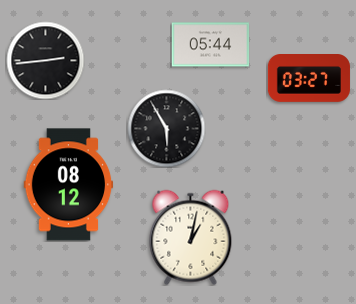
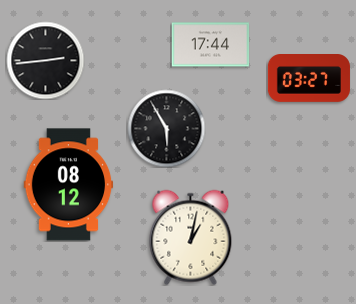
clock at (210, 45): 05:44 -> 17:44
